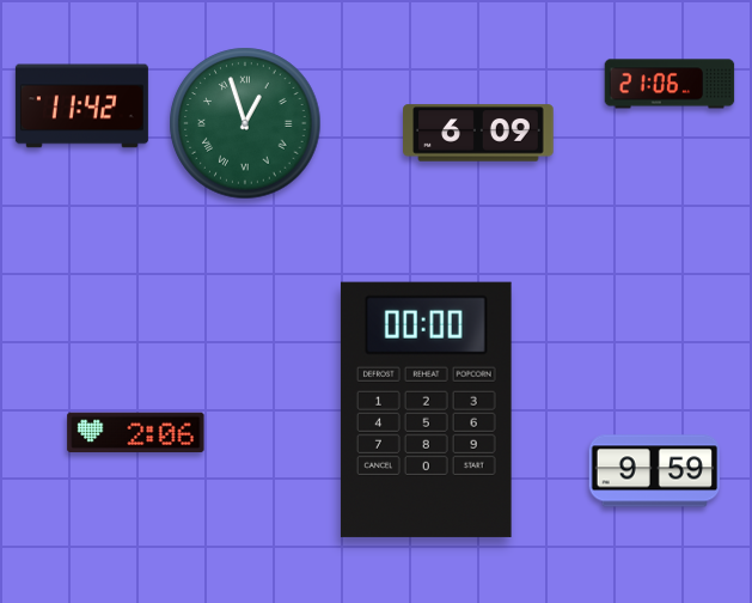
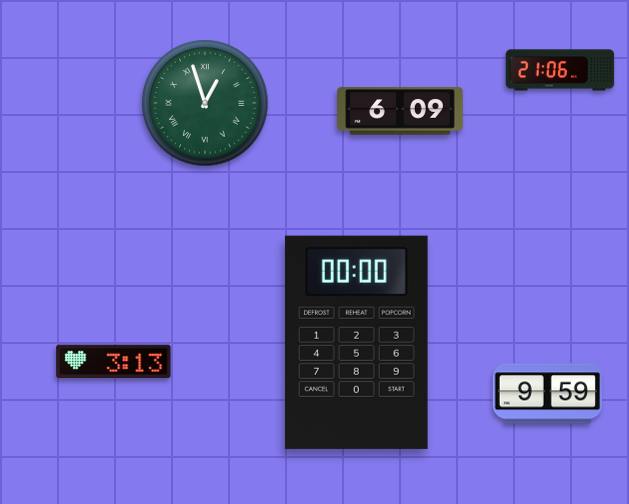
clock at (81, 106): 11:42 -> none
clock at (136, 433): 2:06 -> 3:13
